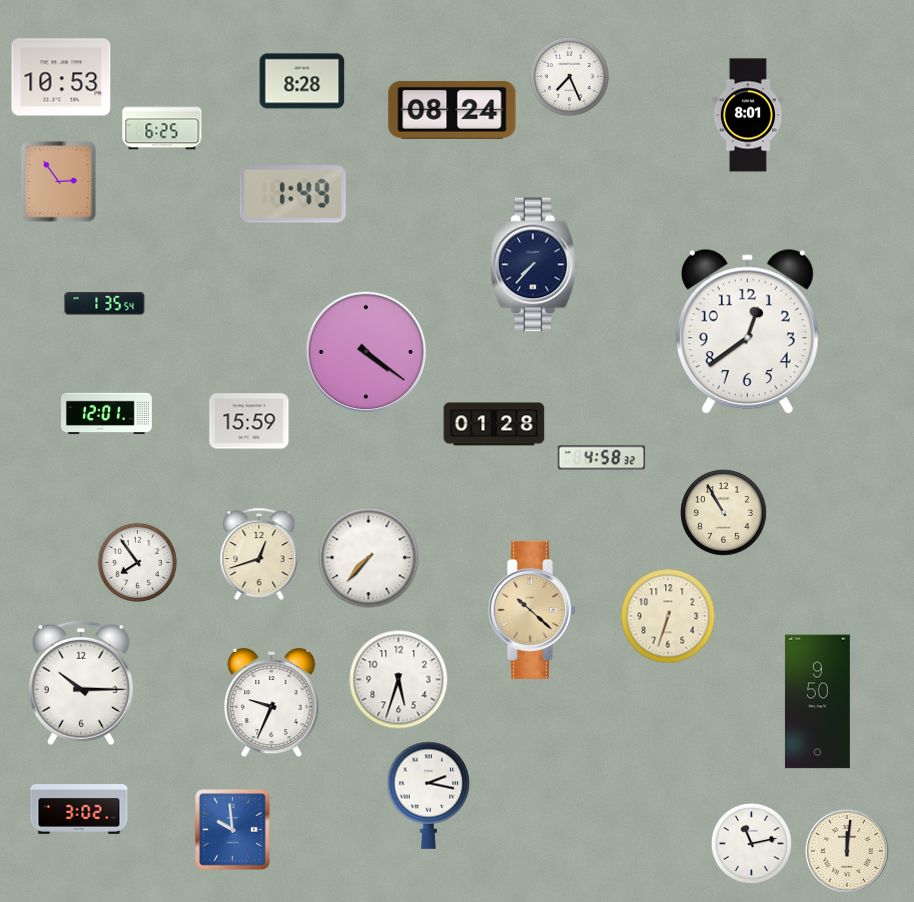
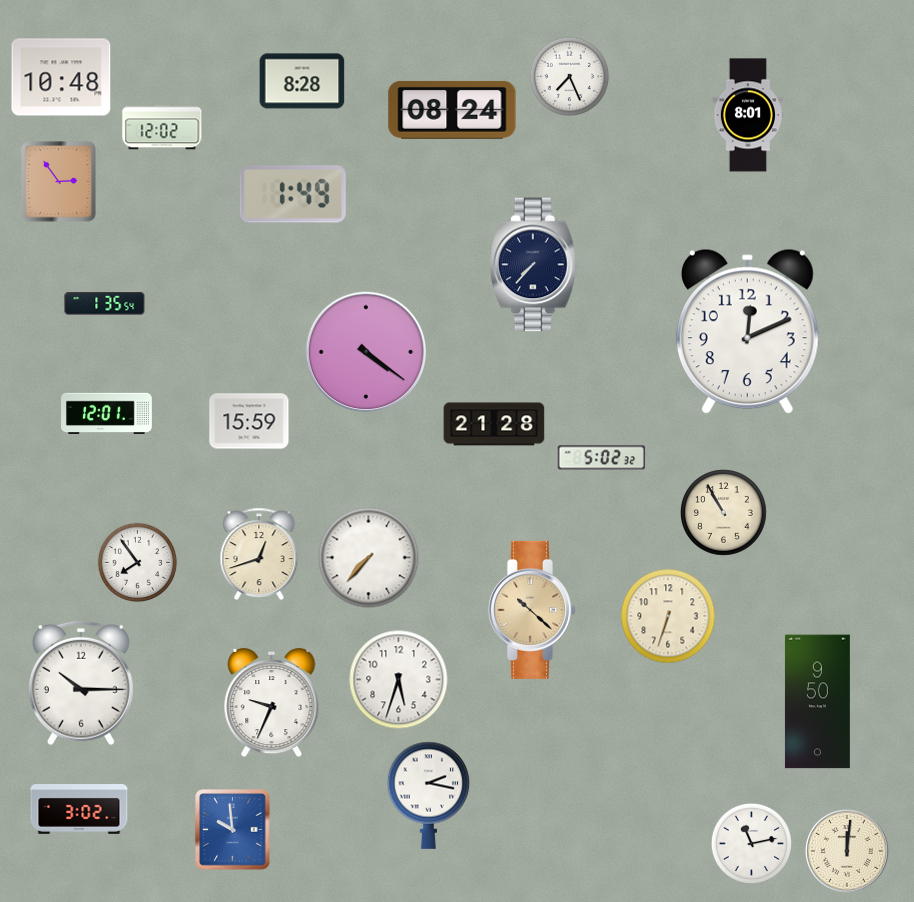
clock at (61, 77): 10:53 -> 10:48
clock at (162, 127): 6:25 -> 12:02
clock at (747, 332): 12:39 -> 12:11
clock at (494, 424): 01:28 -> 21:28
clock at (602, 458): 4:58 -> 5:02
